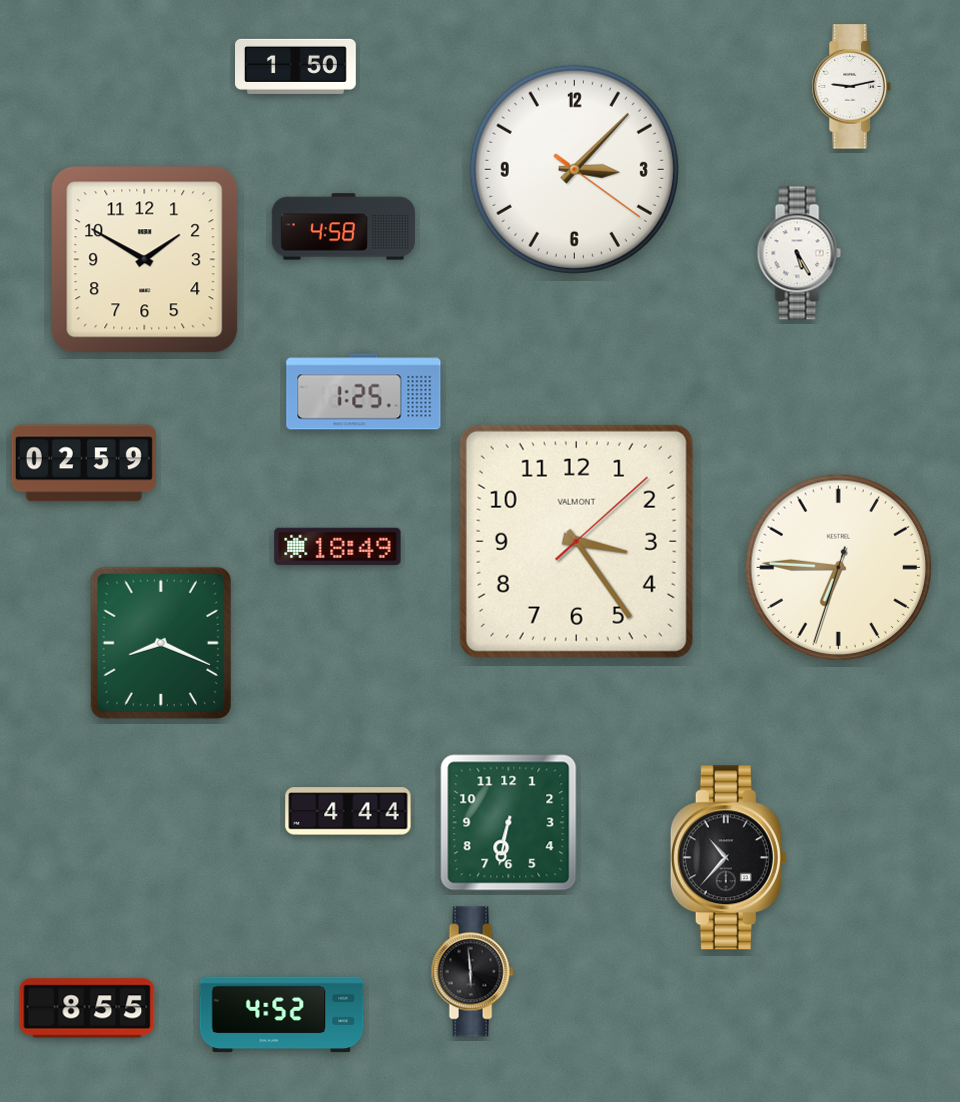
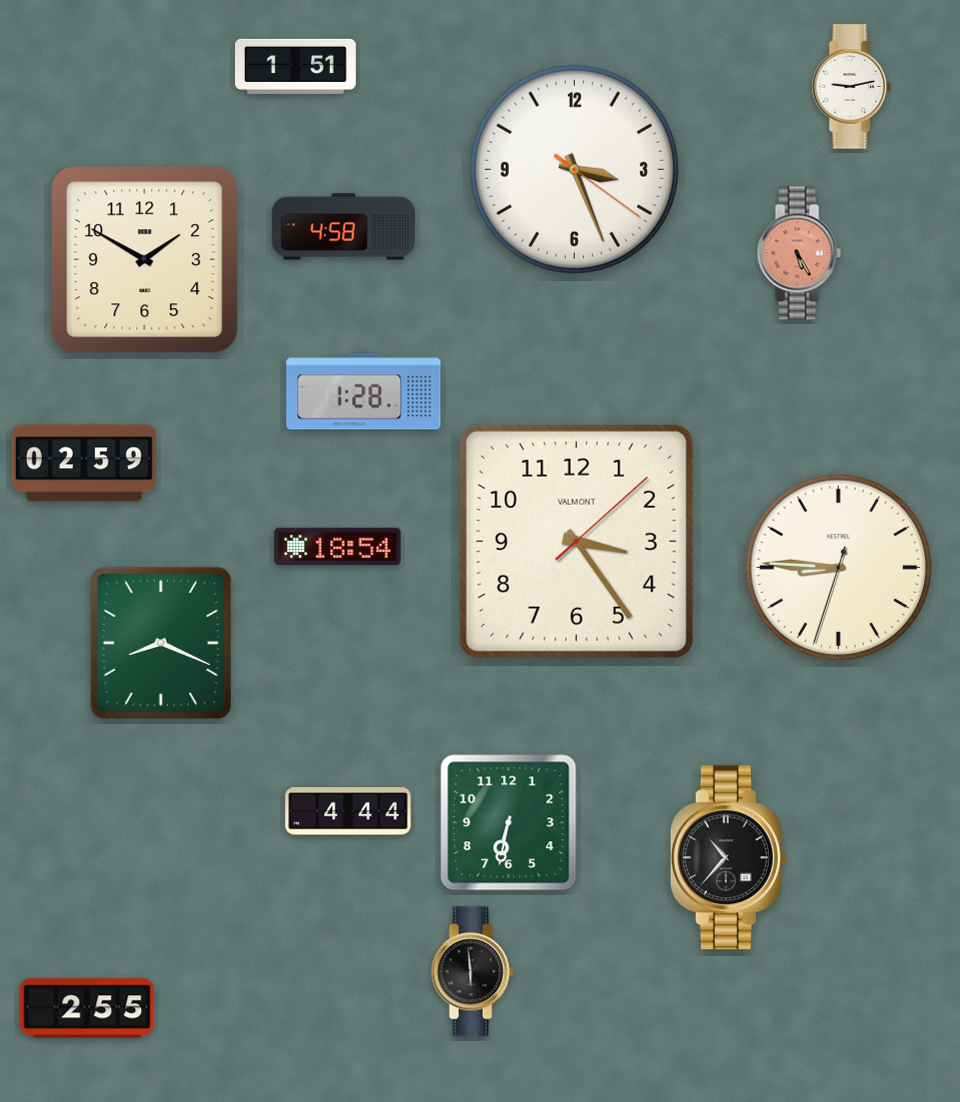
clock at (296, 66): 1:50 -> 1:51
clock at (574, 169): 3:07 -> 3:26
clock at (799, 253) dial: white -> salmon
clock at (364, 392): 1:25 -> 1:28
clock at (338, 547): 18:49 -> 18:54
clock at (838, 567): 6:45 -> 8:45
clock at (87, 1008): 8:55 -> 2:55
clock at (282, 1015): 4:52 -> none
